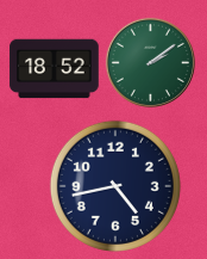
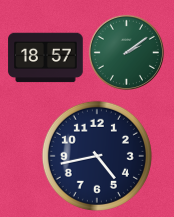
clock at (55, 69): 18:52 -> 18:57
